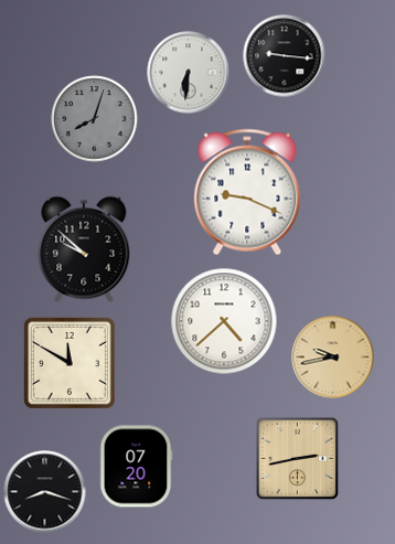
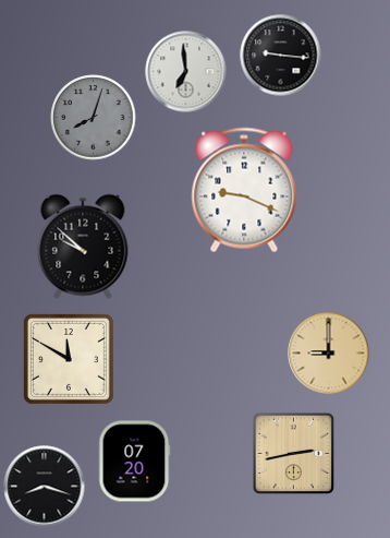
clock at (189, 73): 6:31 -> 6:59
clock at (224, 321): 4:38 -> none
clock at (333, 358): 9:43 -> 9:00
